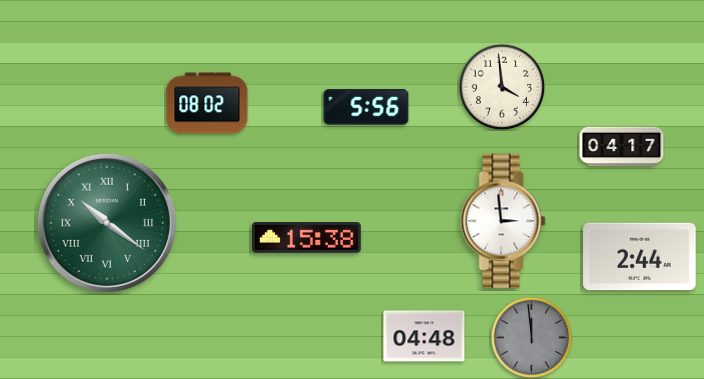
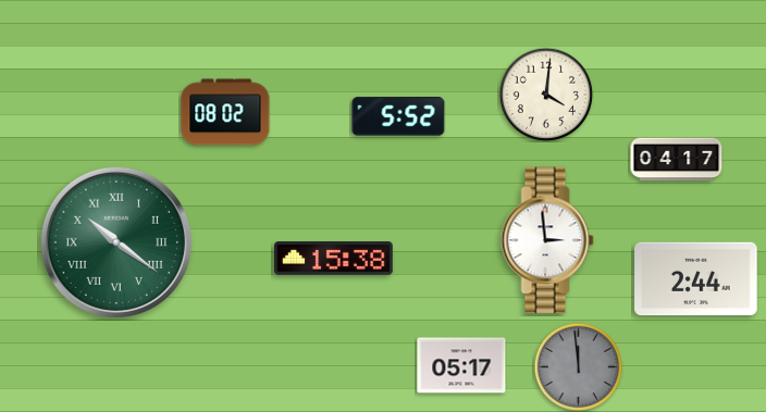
clock at (502, 87): 3:59 -> 4:01
clock at (366, 107): 5:56 -> 5:52
clock at (424, 336): 04:48 -> 05:17
